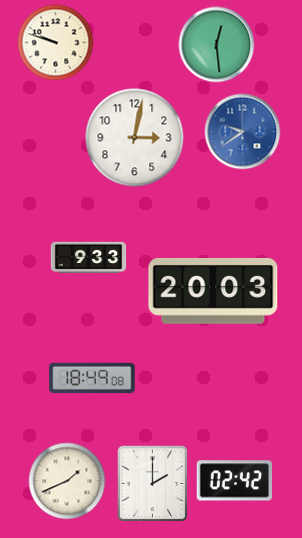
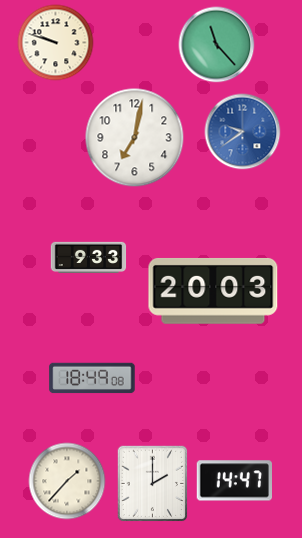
clock at (217, 45): 12:29 -> 11:23
clock at (135, 138): 3:02 -> 7:02
clock at (67, 481): 1:41 -> 1:37
clock at (234, 481): 02:42 -> 14:47
